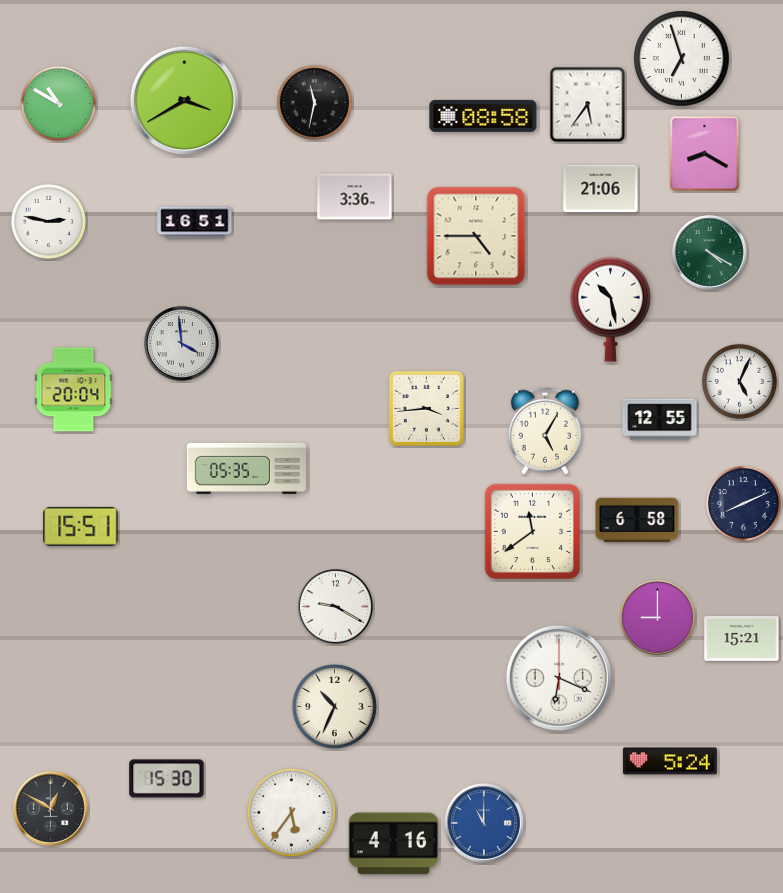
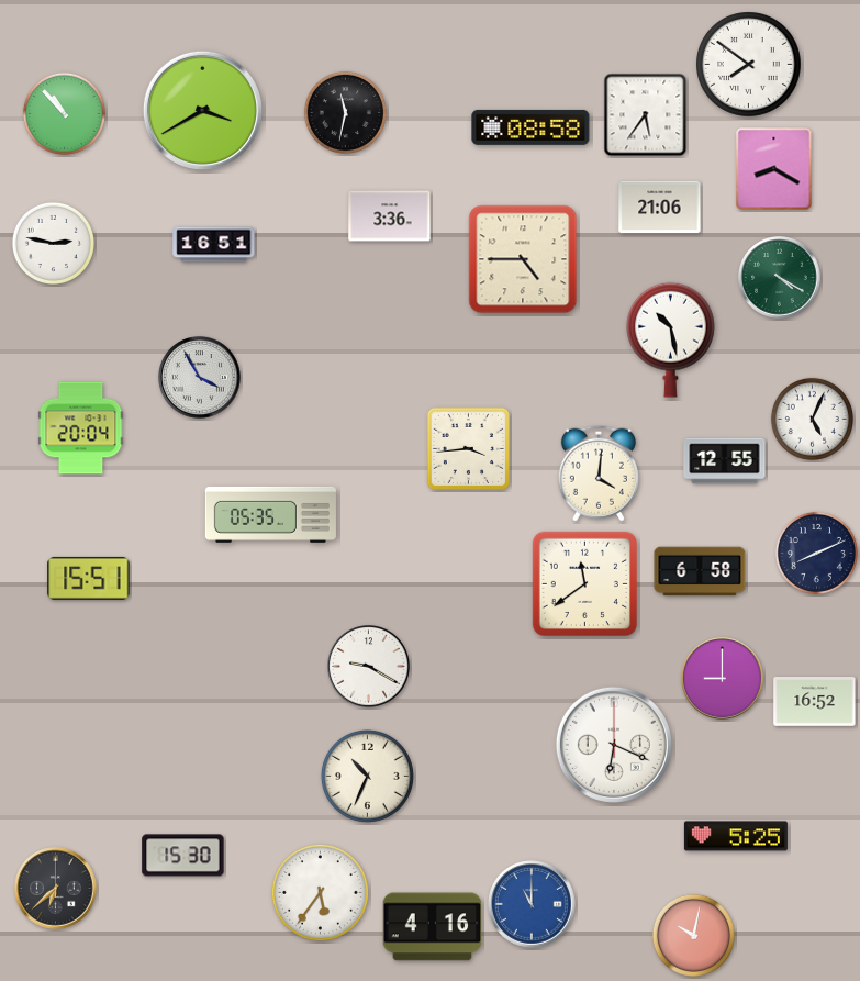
clock at (682, 59): 6:57 -> 7:51
clock at (58, 103): 10:50 -> 10:53
clock at (182, 344): 3:59 -> 3:55
clock at (545, 431): 5:05 -> 4:01
clock at (742, 639): 15:21 -> 16:52
clock at (670, 761): 5:24 -> 5:25
clock at (51, 809): 12:50 -> 6:38
clock at (693, 935): none -> 10:02
